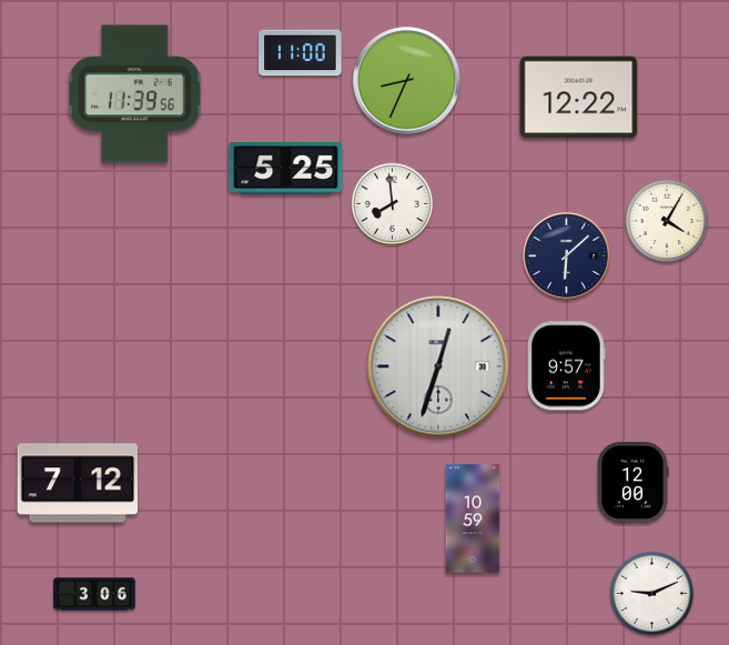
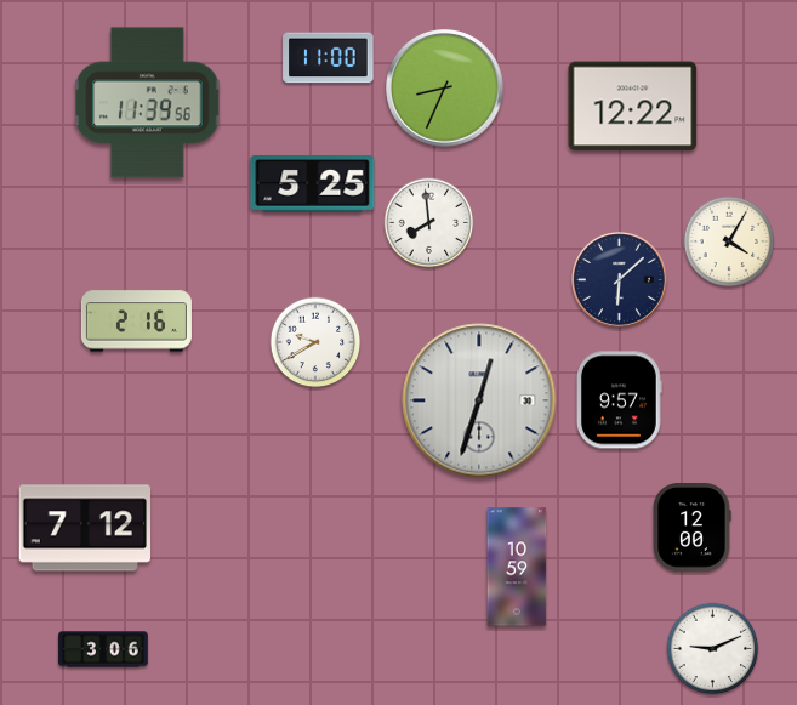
clock at (136, 322): none -> 2:16
clock at (315, 342): none -> 9:40
